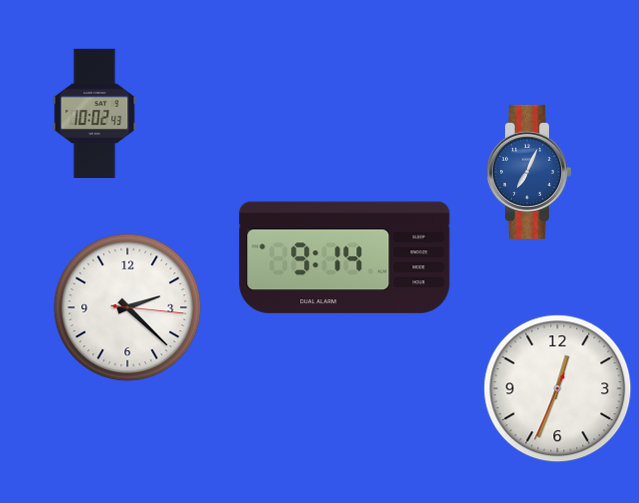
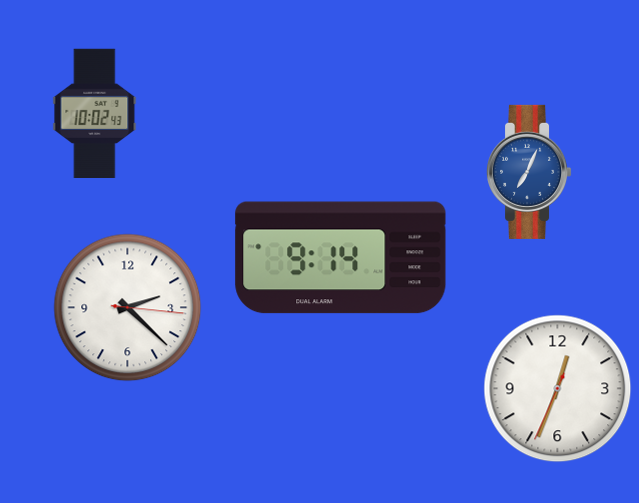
clock at (345, 258) position: (345, 258) -> (341, 258)
